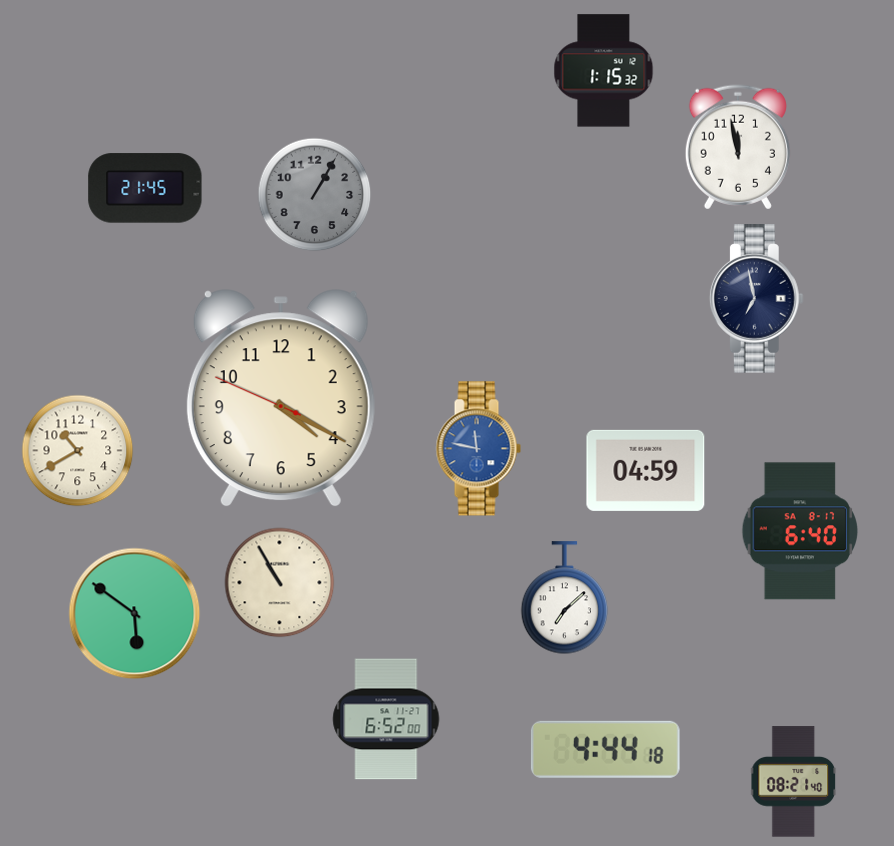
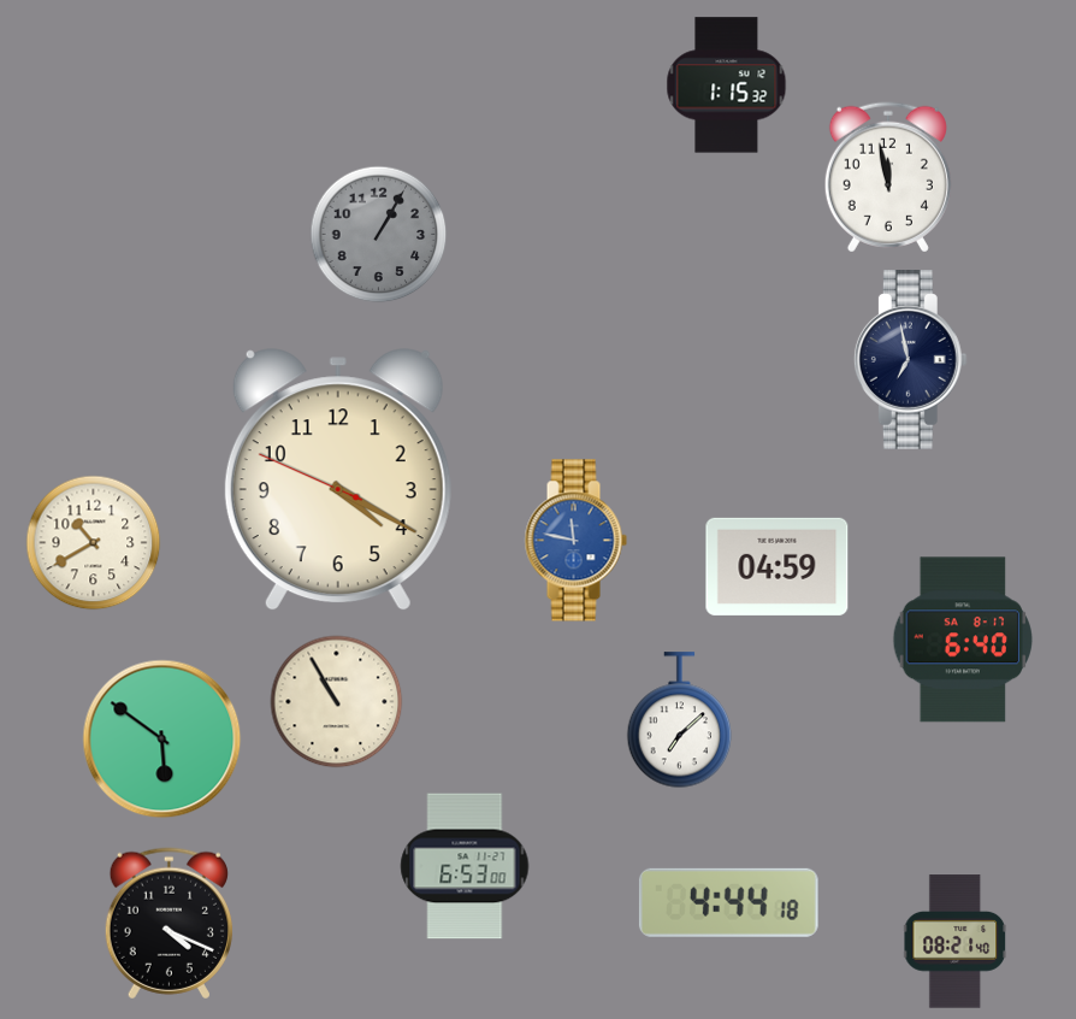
clock at (145, 188): 21:45 -> none
clock at (386, 719): 6:52 -> 6:53
clock at (169, 924): none -> 4:19
